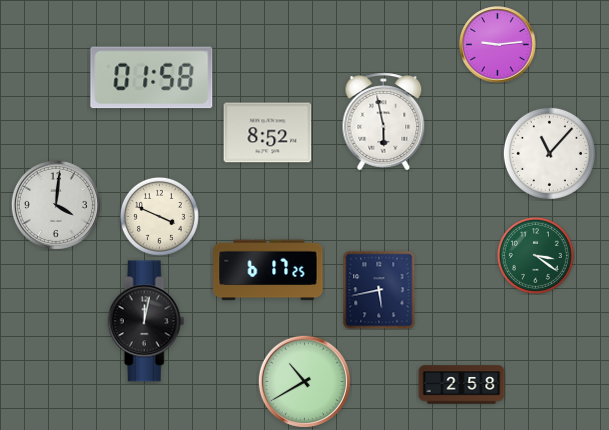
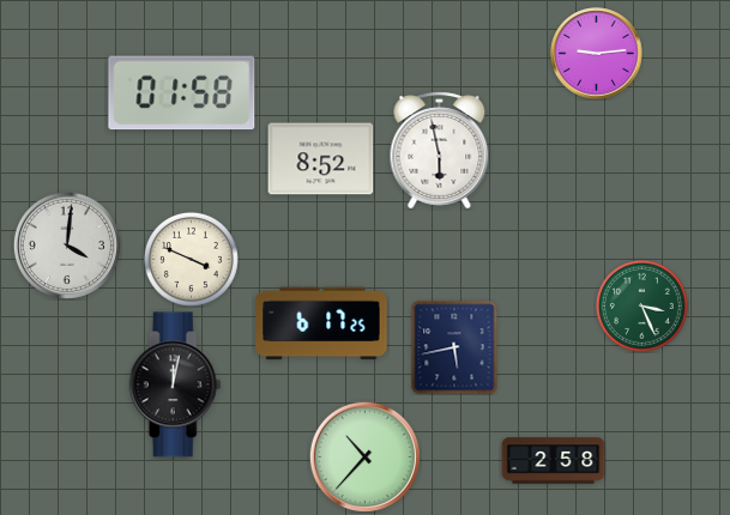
clock at (384, 122) position: (384, 122) -> (440, 151)
clock at (549, 153): 11:07 -> none
clock at (535, 255): 3:21 -> 3:26
clock at (304, 381): 10:40 -> 10:37
